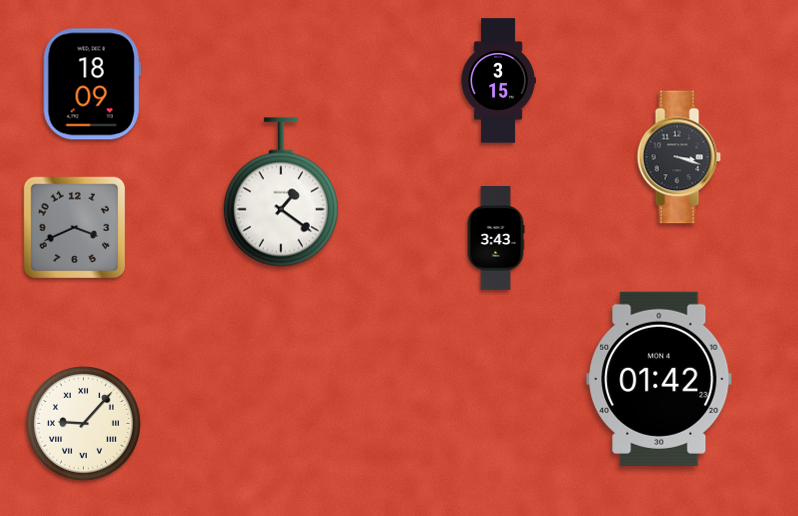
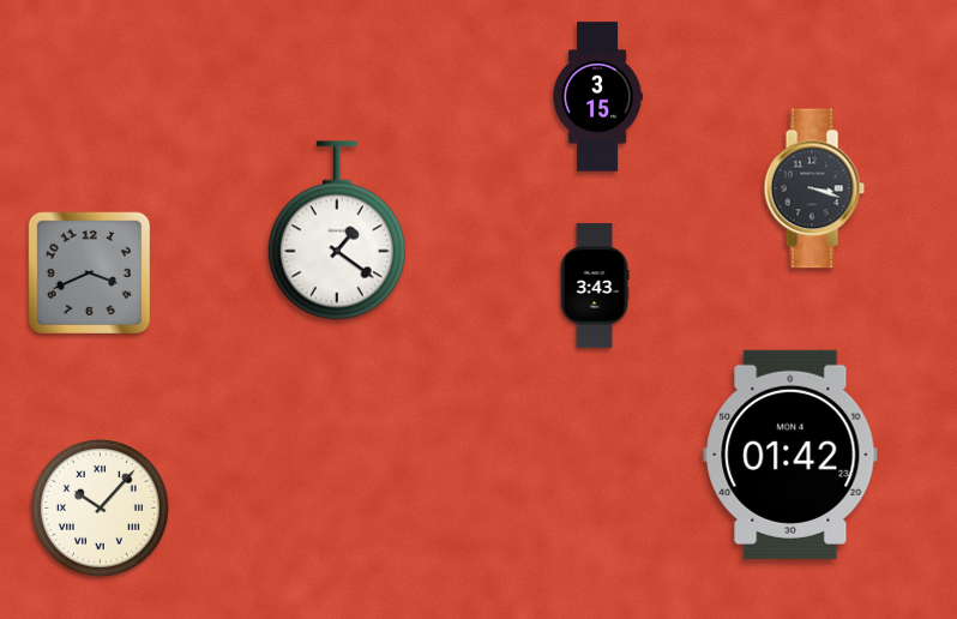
clock at (92, 84): 18:09 -> none
clock at (84, 424): 9:07 -> 10:07
